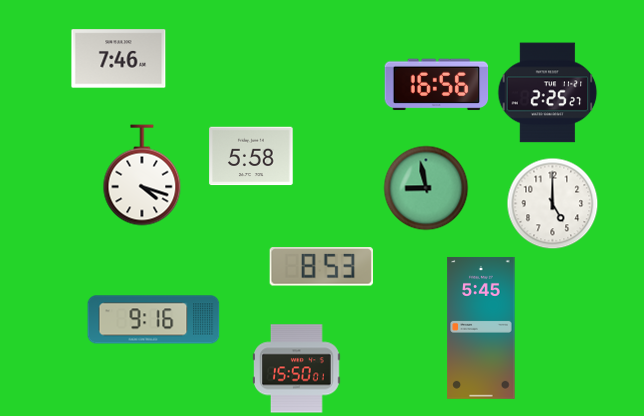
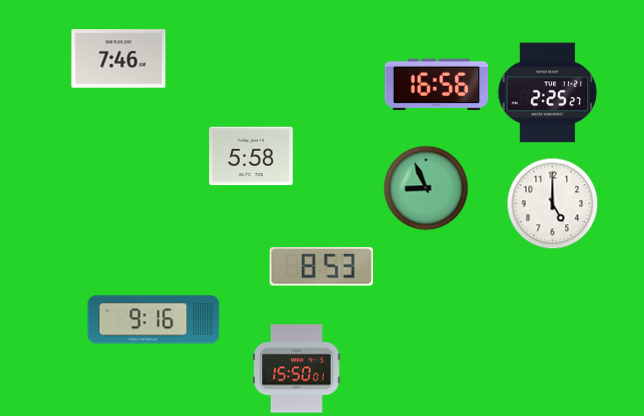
clock at (142, 175): 4:18 -> none
clock at (426, 188): 8:58 -> 8:56
clock at (481, 328): 5:45 -> none
